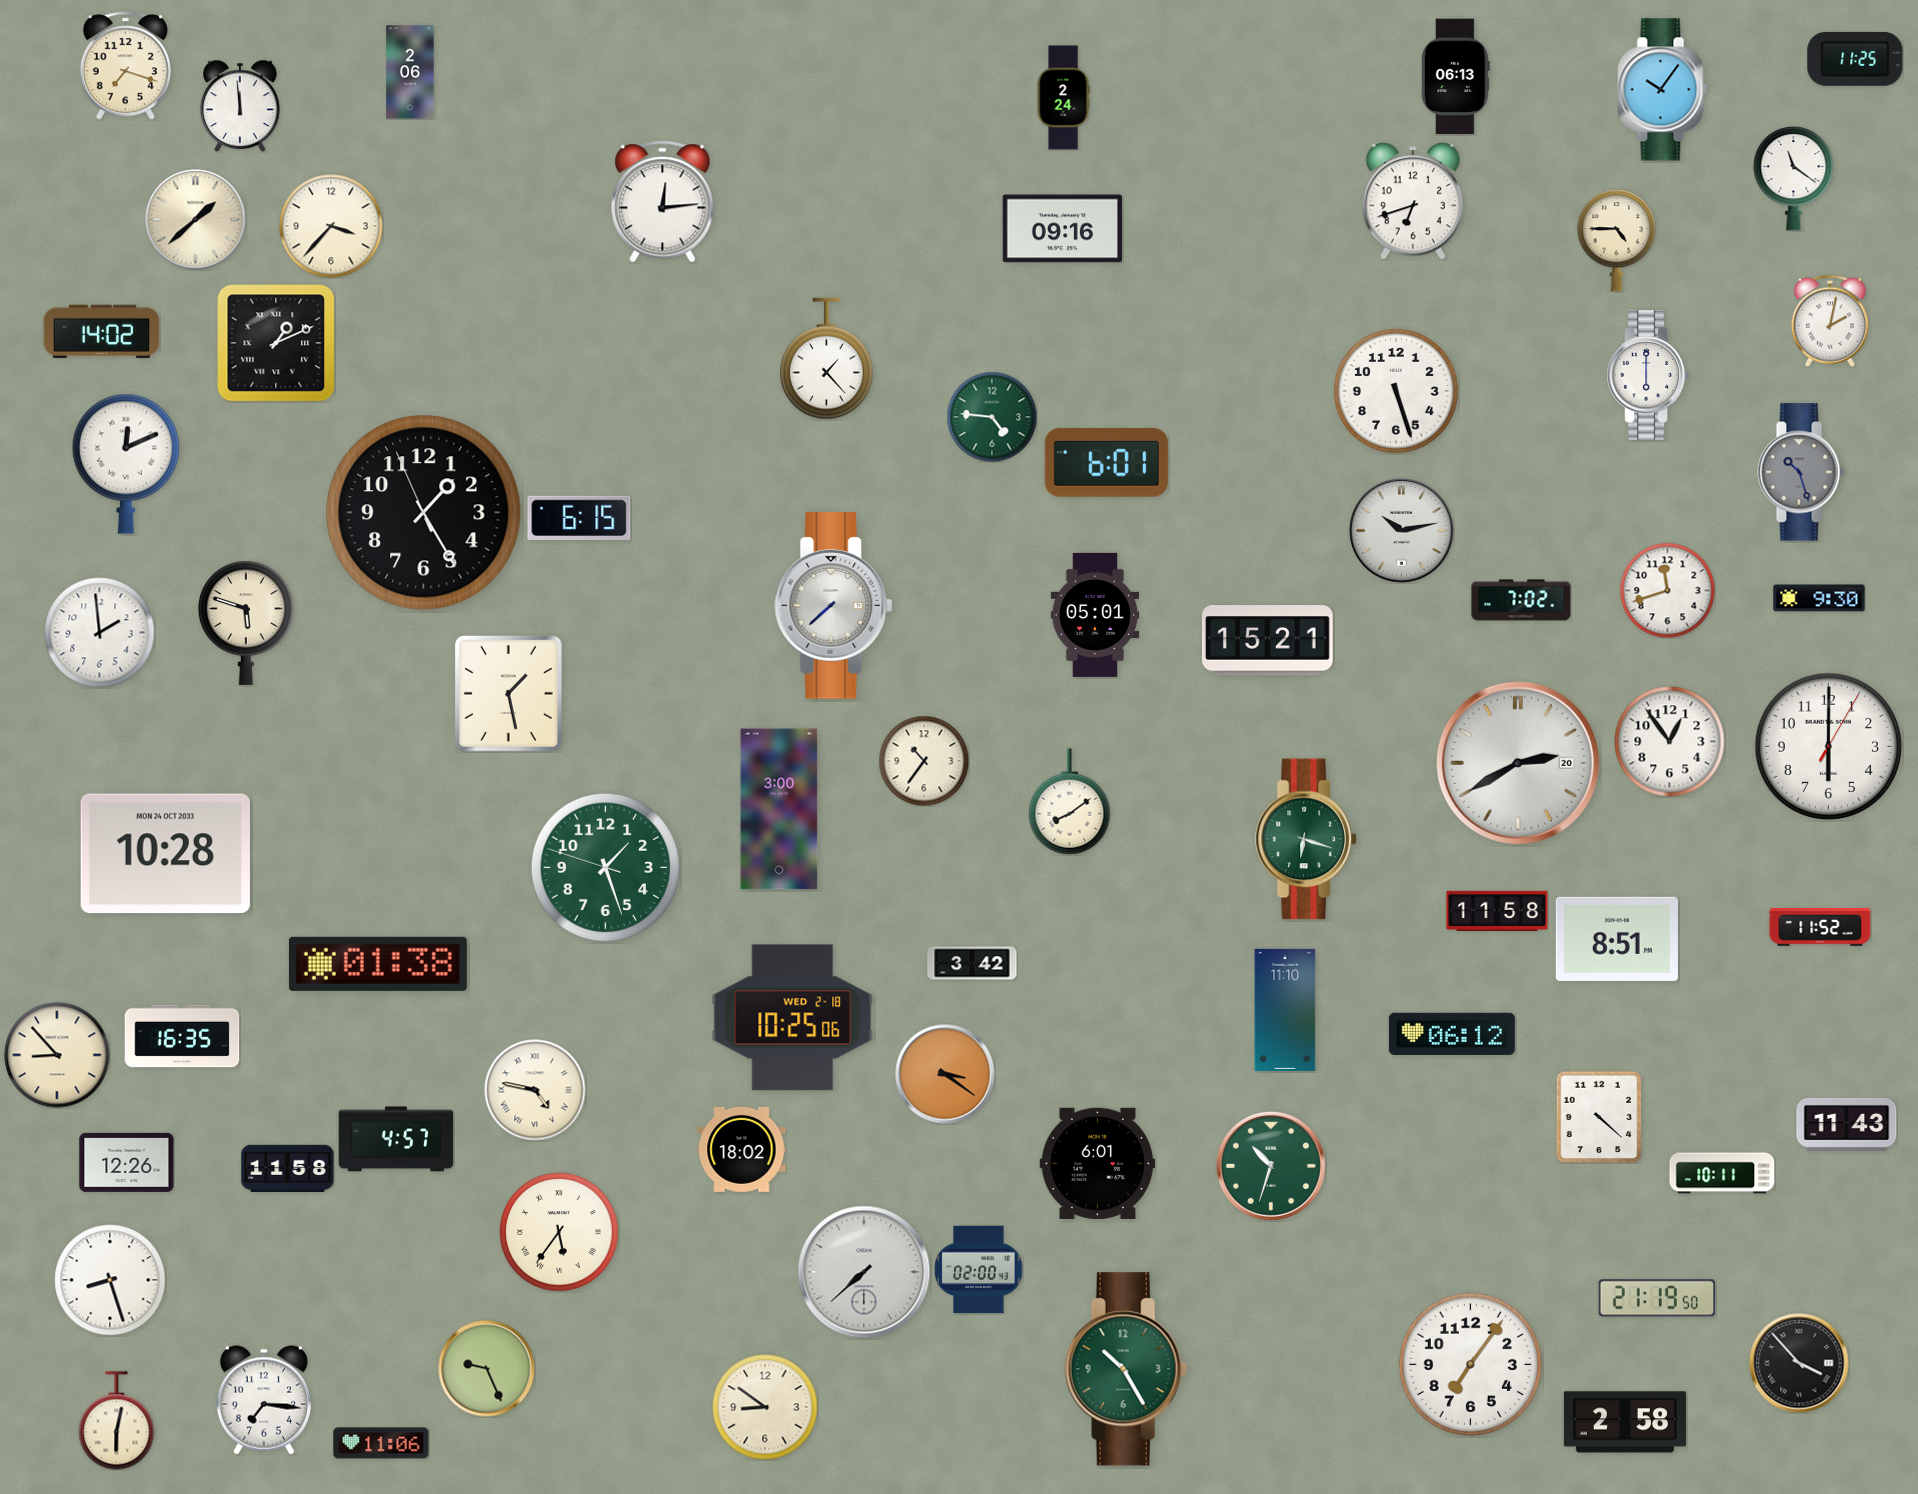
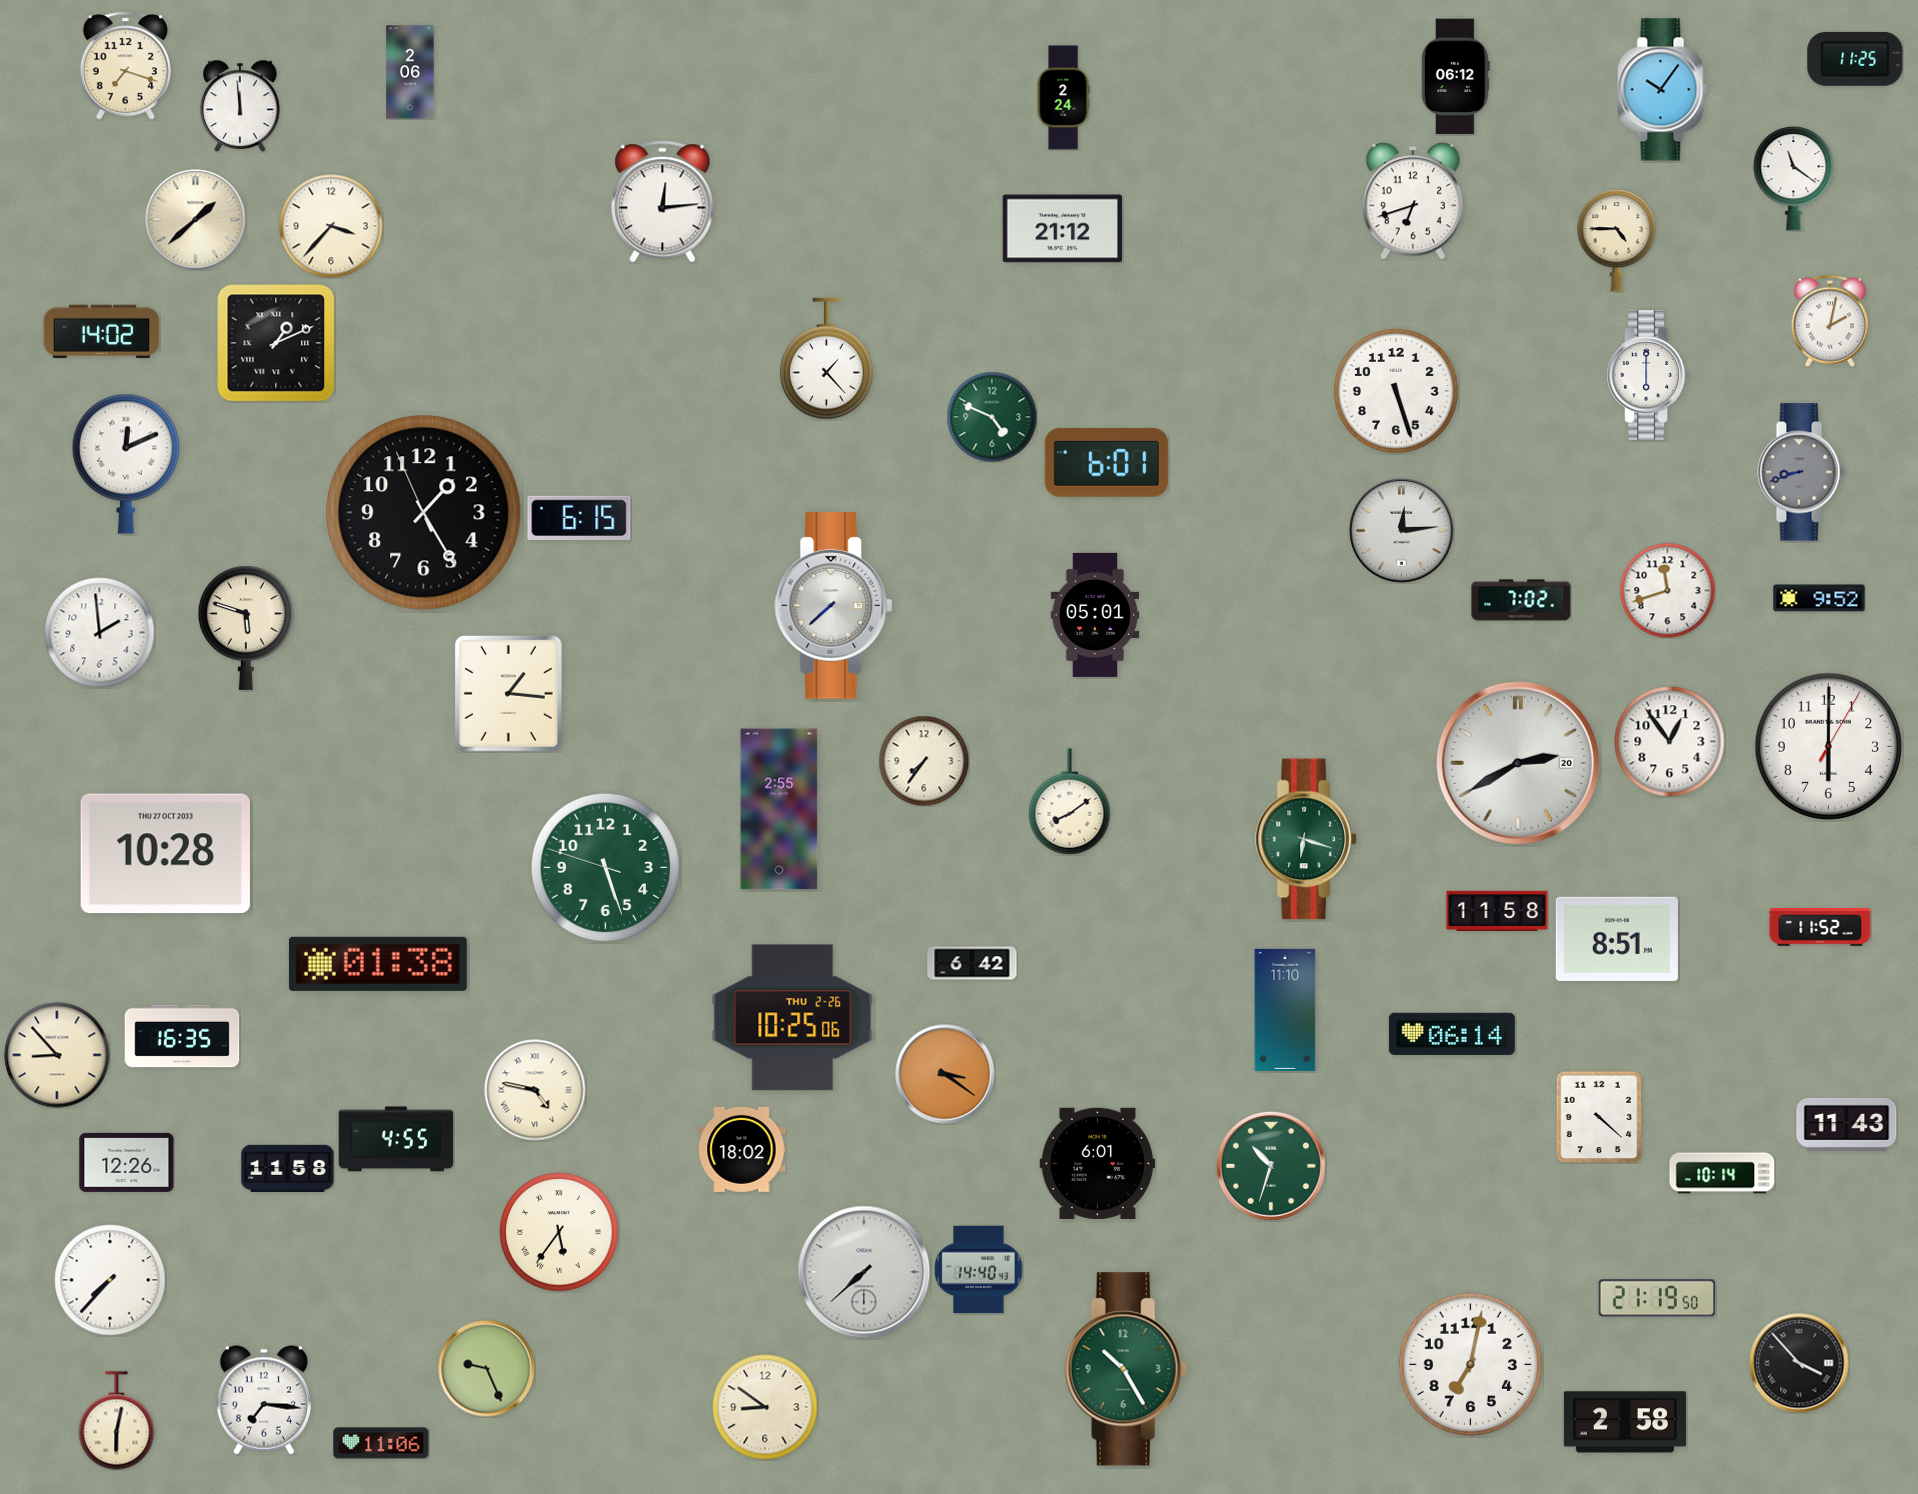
clock at (1455, 77): 06:13 -> 06:12
clock at (1062, 229): 09:16 -> 21:12
clock at (992, 417): 4:46 -> 4:49
clock at (1801, 472): 10:27 -> 8:42
clock at (1402, 531): 10:13 -> 12:14
clock at (1819, 598): 9:30 -> 9:52
clock at (246, 623) position: (246, 623) -> (246, 628)
clock at (1267, 641): 15:21 -> none
clock at (508, 694): 1:28 -> 1:16
clock at (924, 761): 10:36 -> 7:36
clock at (779, 809): 3:00 -> 2:55
clock at (165, 854) date: MON 24 OCT 2033 -> THU 27 OCT 2033
clock at (605, 867): 1:26 -> 5:26
clock at (972, 963): 3:42 -> 6:42
clock at (793, 1018) date: WED 2-18 -> THU 2-26
clock at (1452, 1034): 06:12 -> 06:14
clock at (396, 1139): 4:57 -> 4:55
clock at (1722, 1173): 10:11 -> 10:14
clock at (979, 1270): 02:00 -> 14:40
clock at (110, 1280): 8:27 -> 7:37
clock at (1470, 1364): 7:06 -> 7:02
